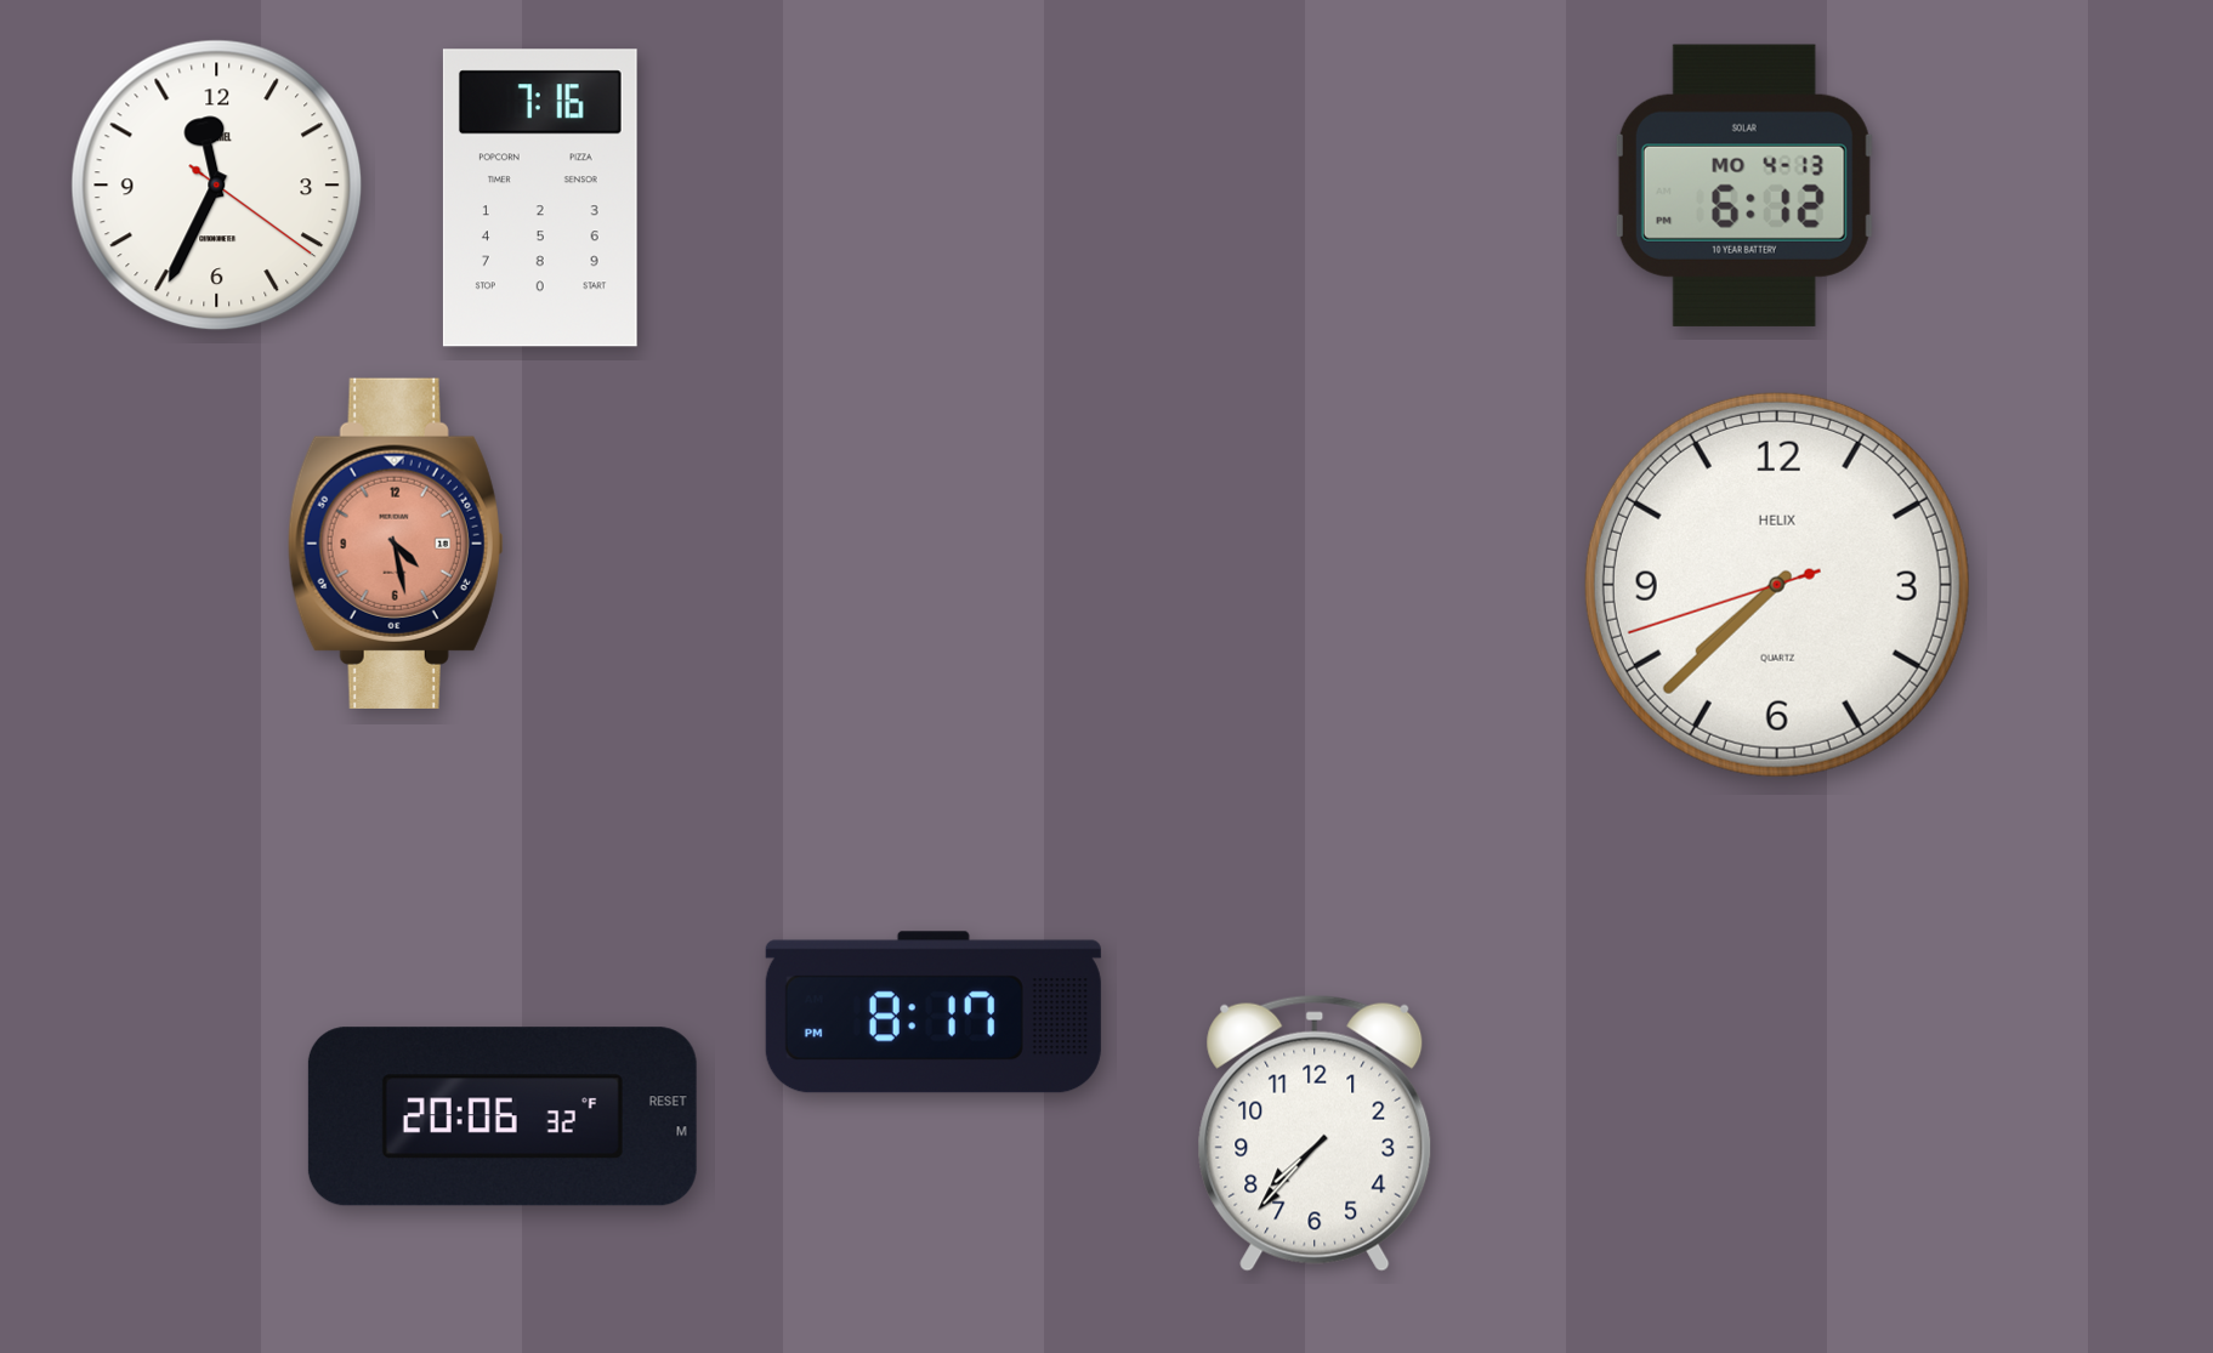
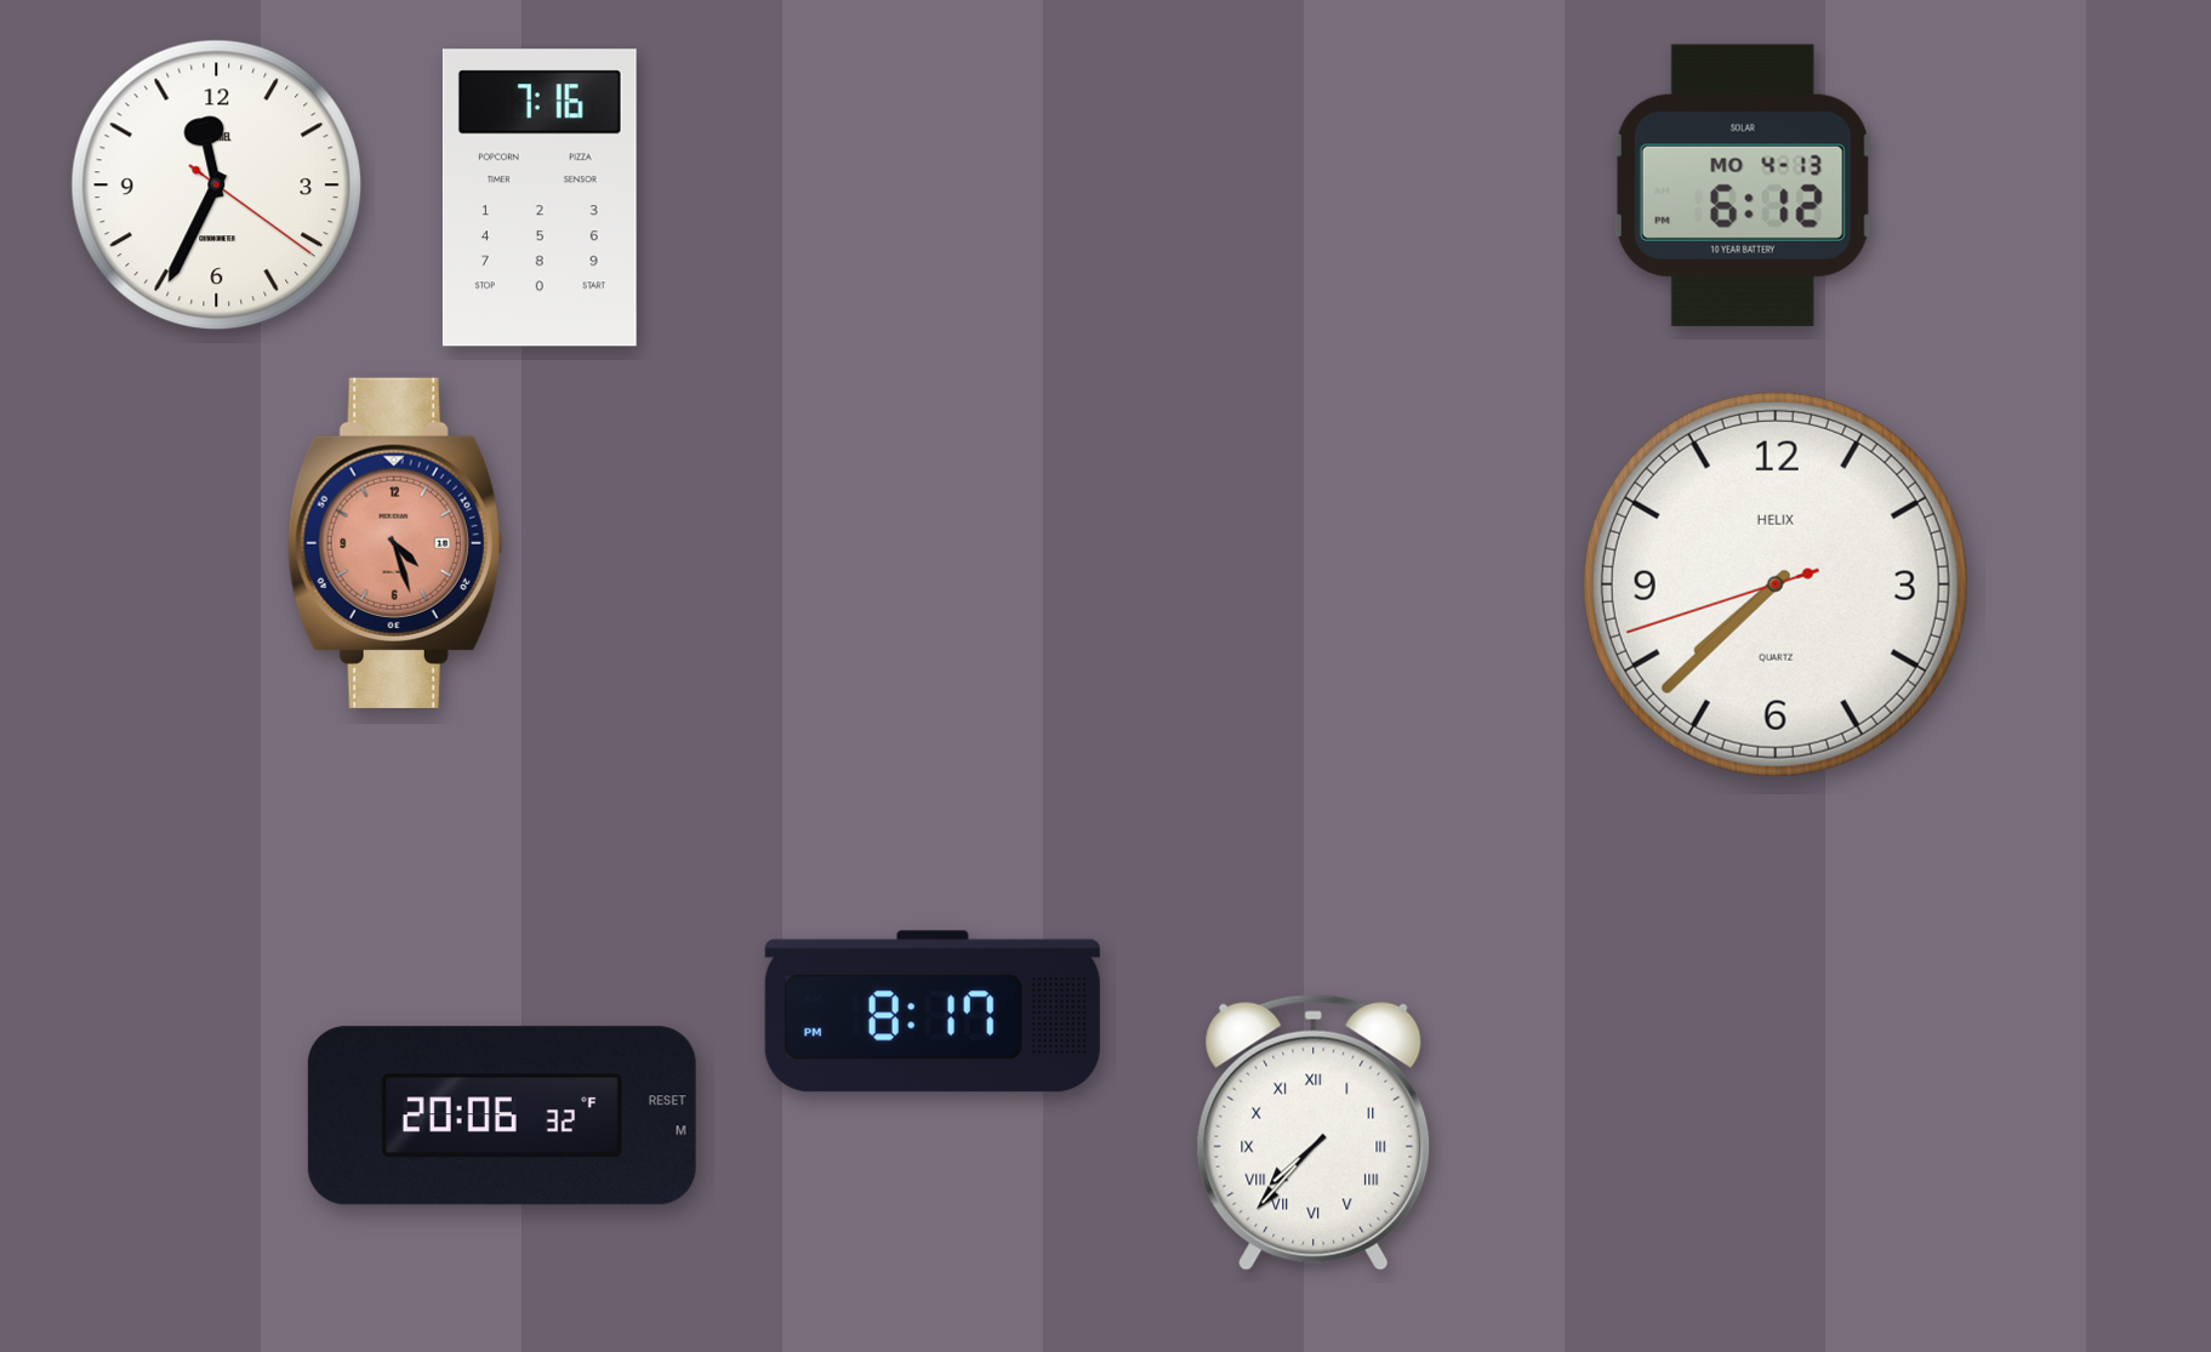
clock at (396, 544): 4:28 -> 4:27
clock at (1315, 1133) numerals: Arabic -> Roman
